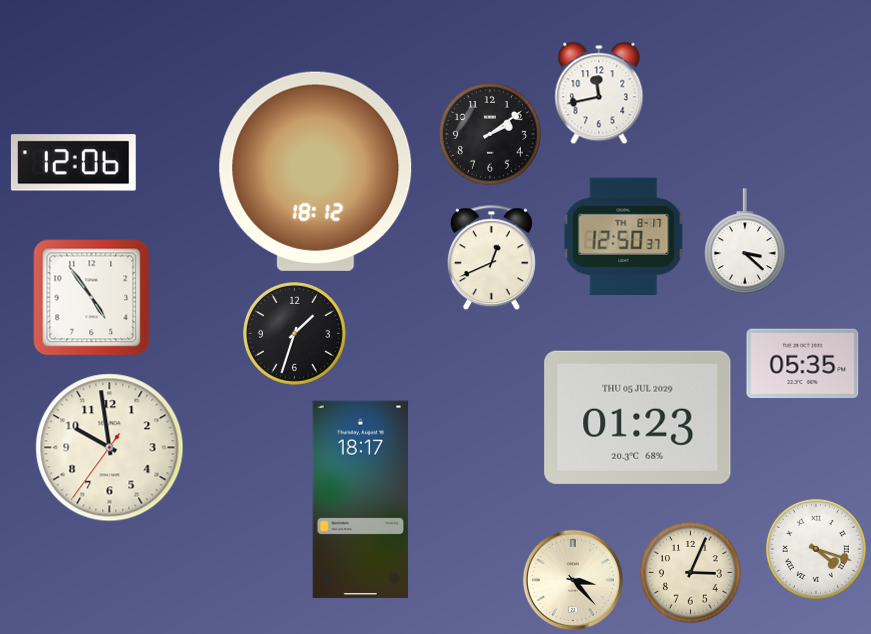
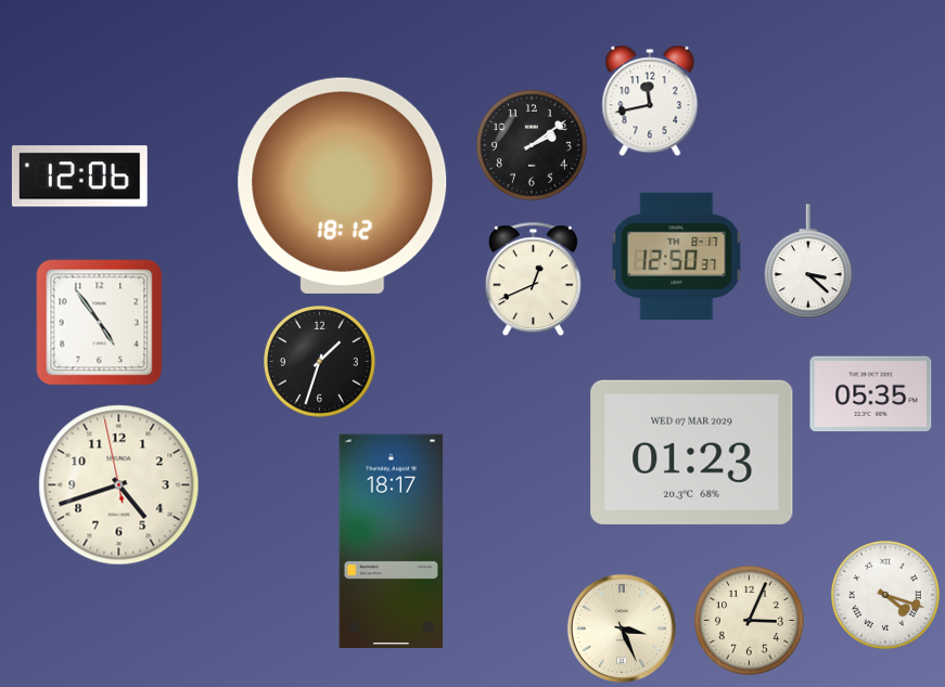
clock at (638, 417) date: THU 05 JUL 2029 -> WED 07 MAR 2029
clock at (110, 448): 9:58 -> 4:41
clock at (573, 580): 3:23 -> 3:26
